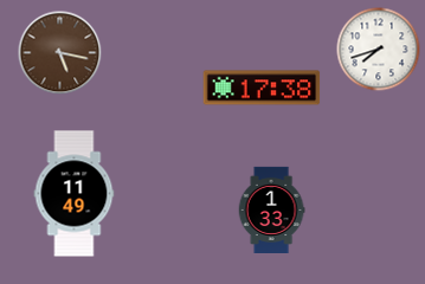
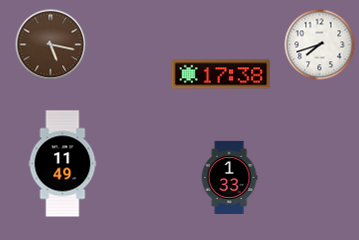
clock at (379, 50) position: (379, 50) -> (320, 45)
